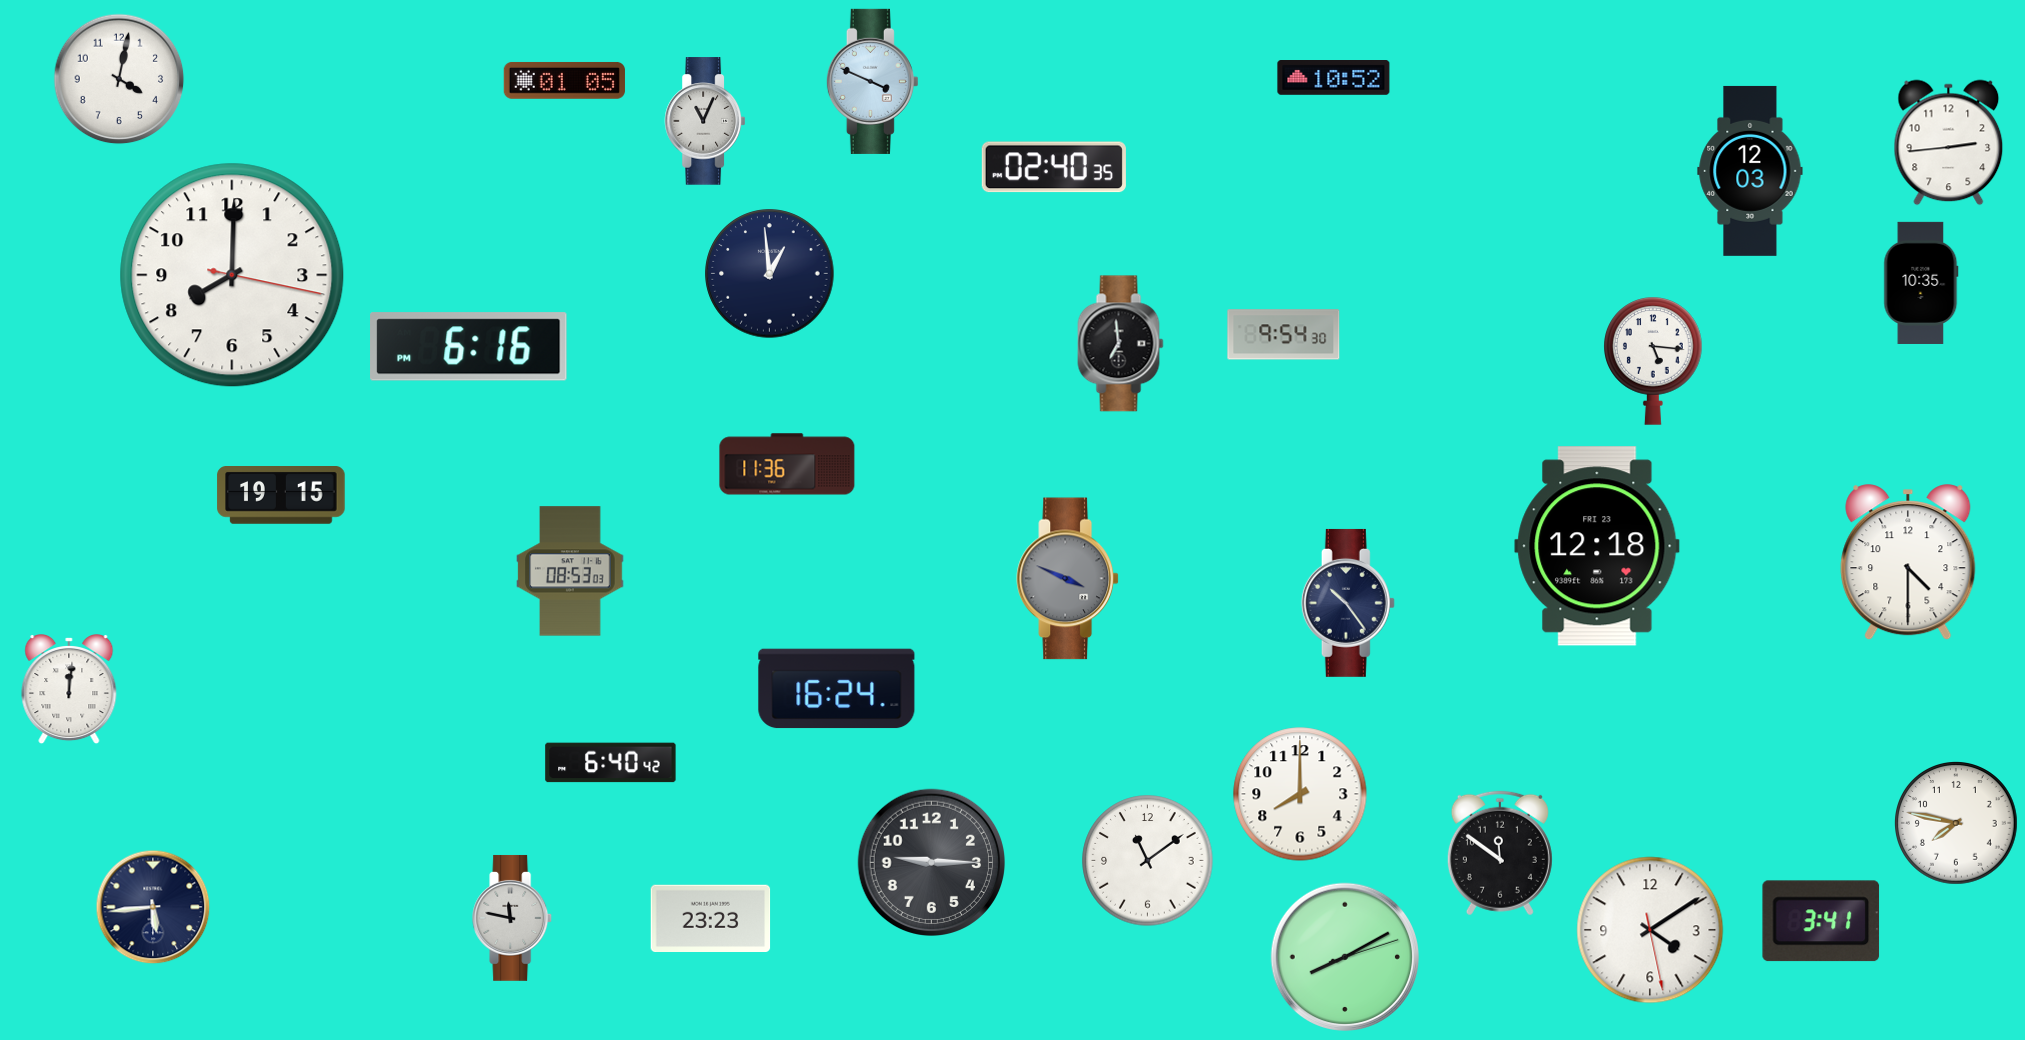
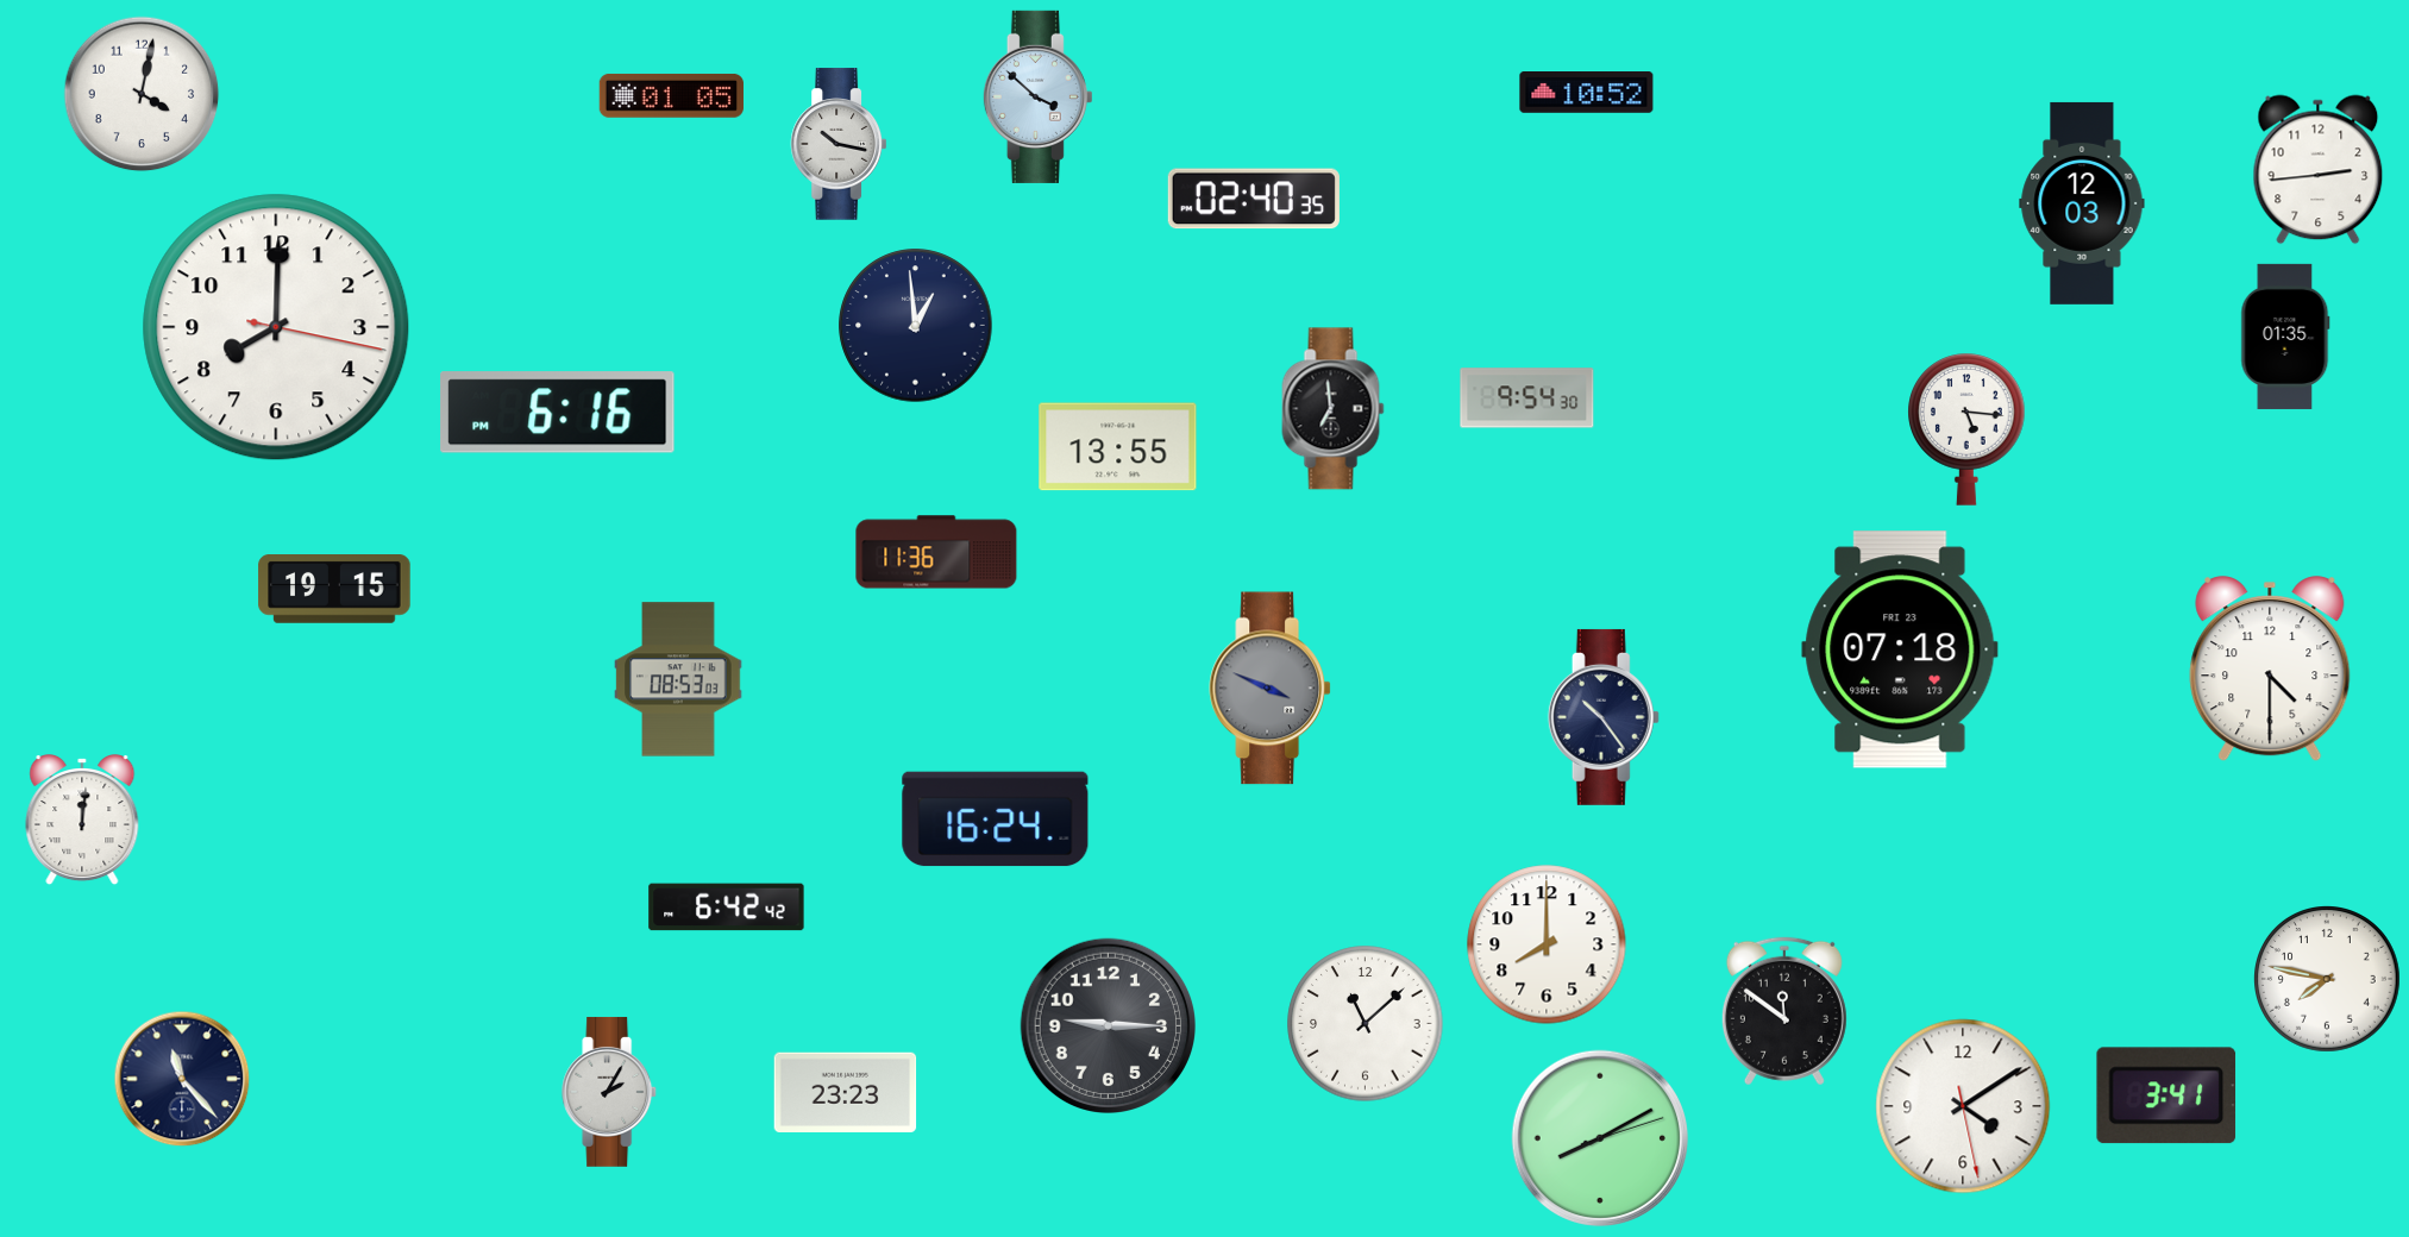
clock at (872, 81): 3:49 -> 3:52
clock at (704, 121): 11:04 -> 10:17
clock at (1921, 283): 10:35 -> 01:35
clock at (1118, 447): none -> 13:55
clock at (1597, 546): 12:18 -> 07:18
clock at (611, 763): 6:40 -> 6:42
clock at (1500, 853) position: (1500, 853) -> (1784, 1011)
clock at (1148, 861): 11:09 -> 11:08
clock at (153, 907): 5:44 -> 11:23
clock at (513, 918): 11:47 -> 2:05
